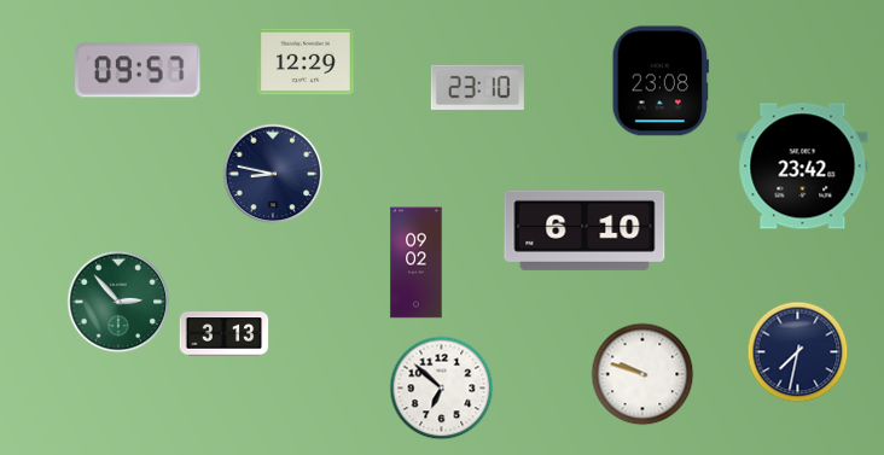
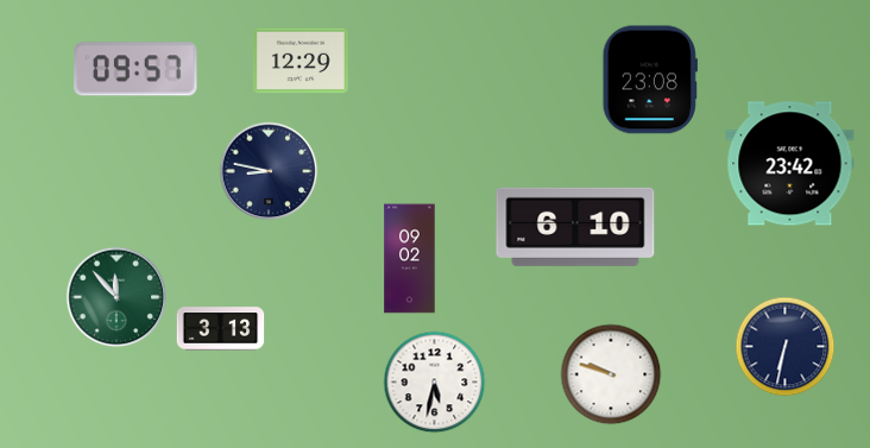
clock at (477, 87): 23:10 -> none
clock at (118, 302): 2:53 -> 11:53
clock at (798, 352): 7:32 -> 6:32
clock at (642, 374) position: (642, 374) -> (611, 374)
clock at (442, 389): 6:52 -> 5:32
